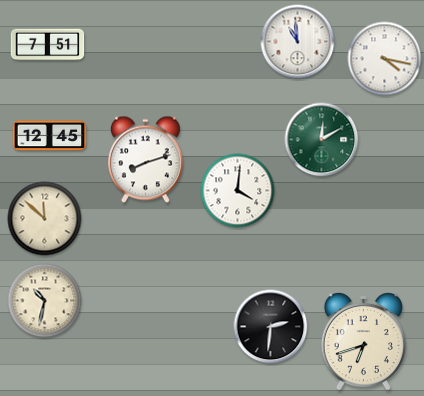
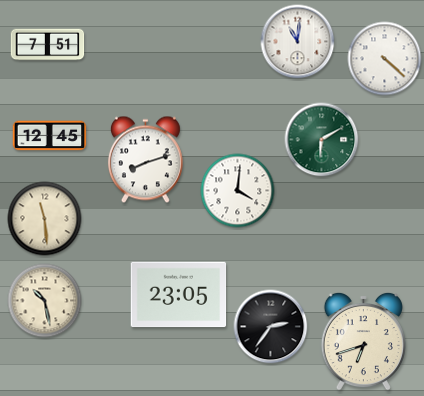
clock at (298, 42): 10:59 -> 11:01
clock at (385, 59): 4:17 -> 4:22
clock at (322, 140): 12:10 -> 6:10
clock at (45, 219): 11:52 -> 11:29
clock at (179, 295): none -> 23:05
clock at (45, 301): 10:32 -> 10:28
clock at (271, 327): 2:31 -> 2:36
